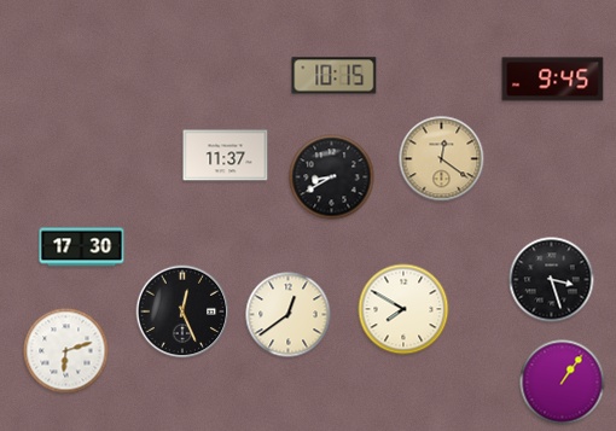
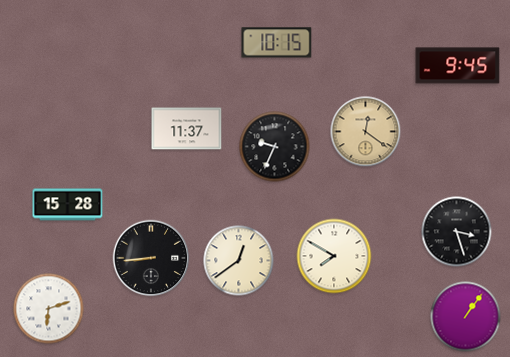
clock at (335, 76) position: (335, 76) -> (277, 43)
clock at (332, 177): 8:40 -> 9:34
clock at (82, 247): 17:30 -> 15:28
clock at (182, 311): 12:26 -> 8:44
clock at (66, 351) position: (66, 351) -> (49, 309)
